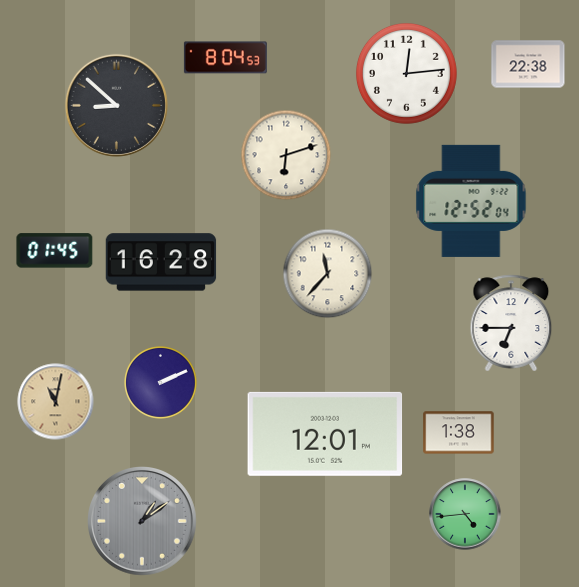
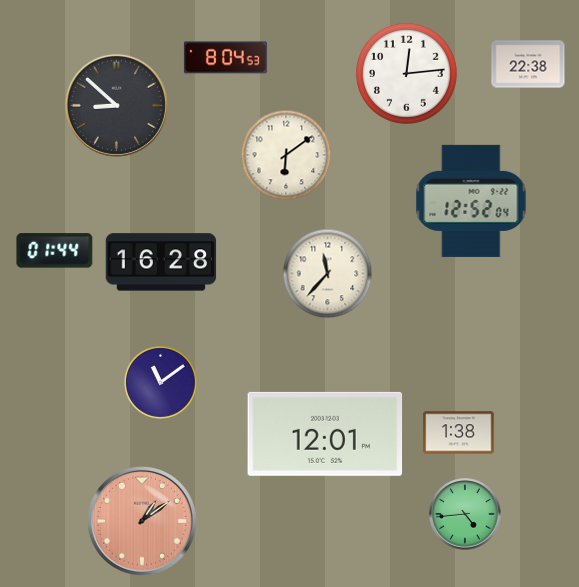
clock at (286, 155): 6:12 -> 6:09
clock at (55, 251): 01:45 -> 01:44
clock at (511, 323): 6:45 -> none
clock at (161, 383): 2:11 -> 11:09
clock at (56, 402): 11:02 -> none
clock at (143, 522) dial: grey -> salmon
